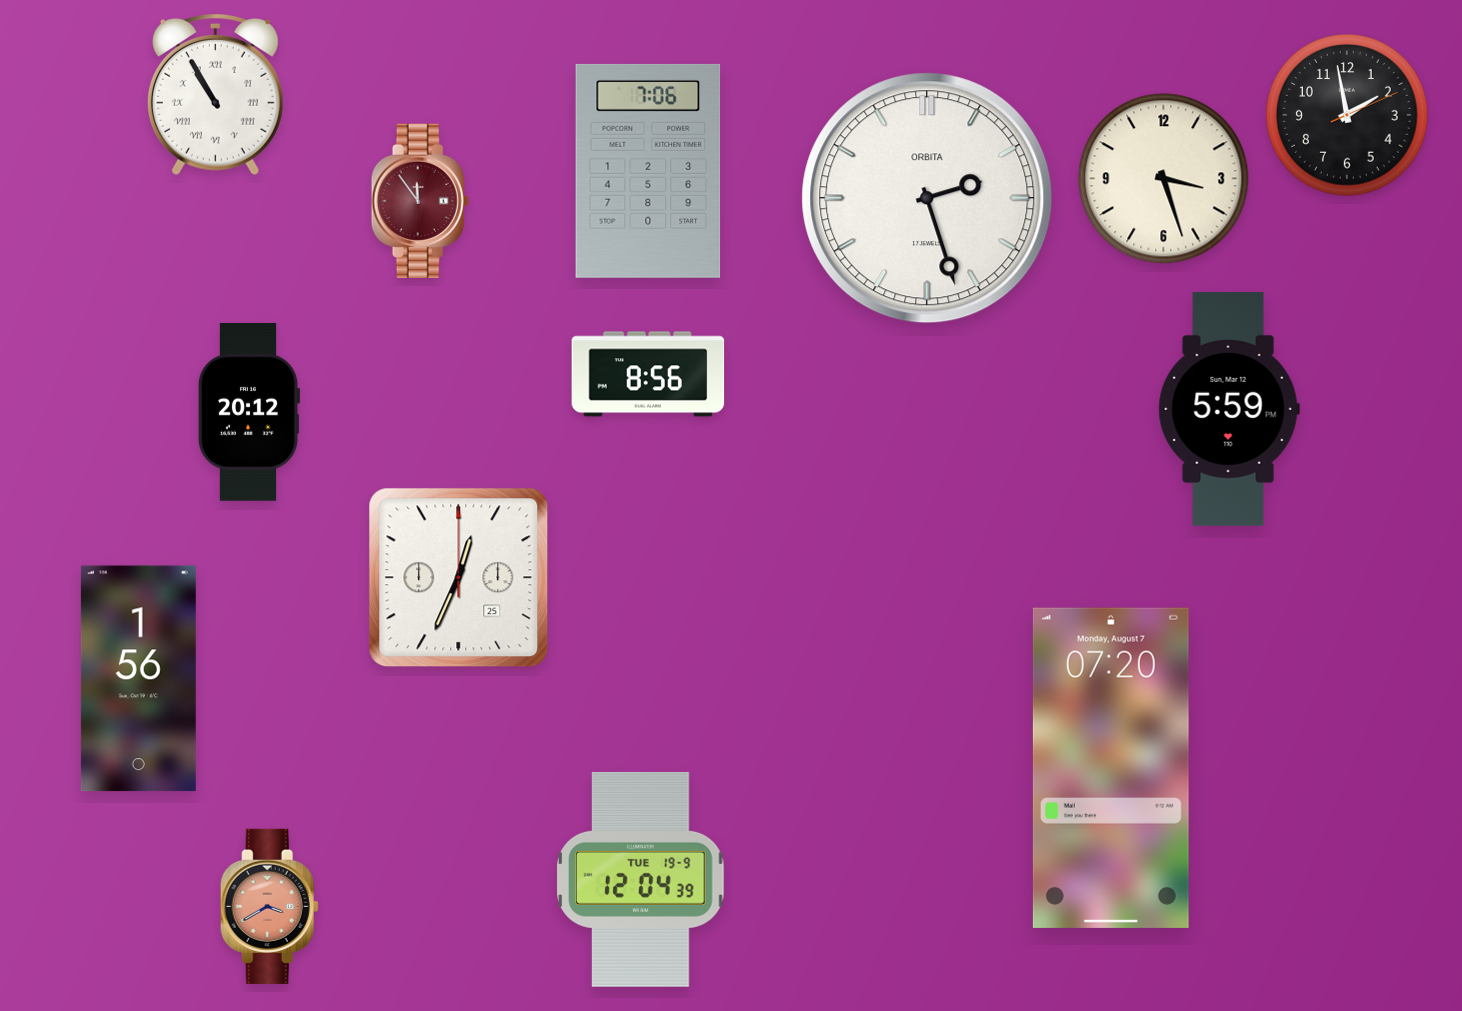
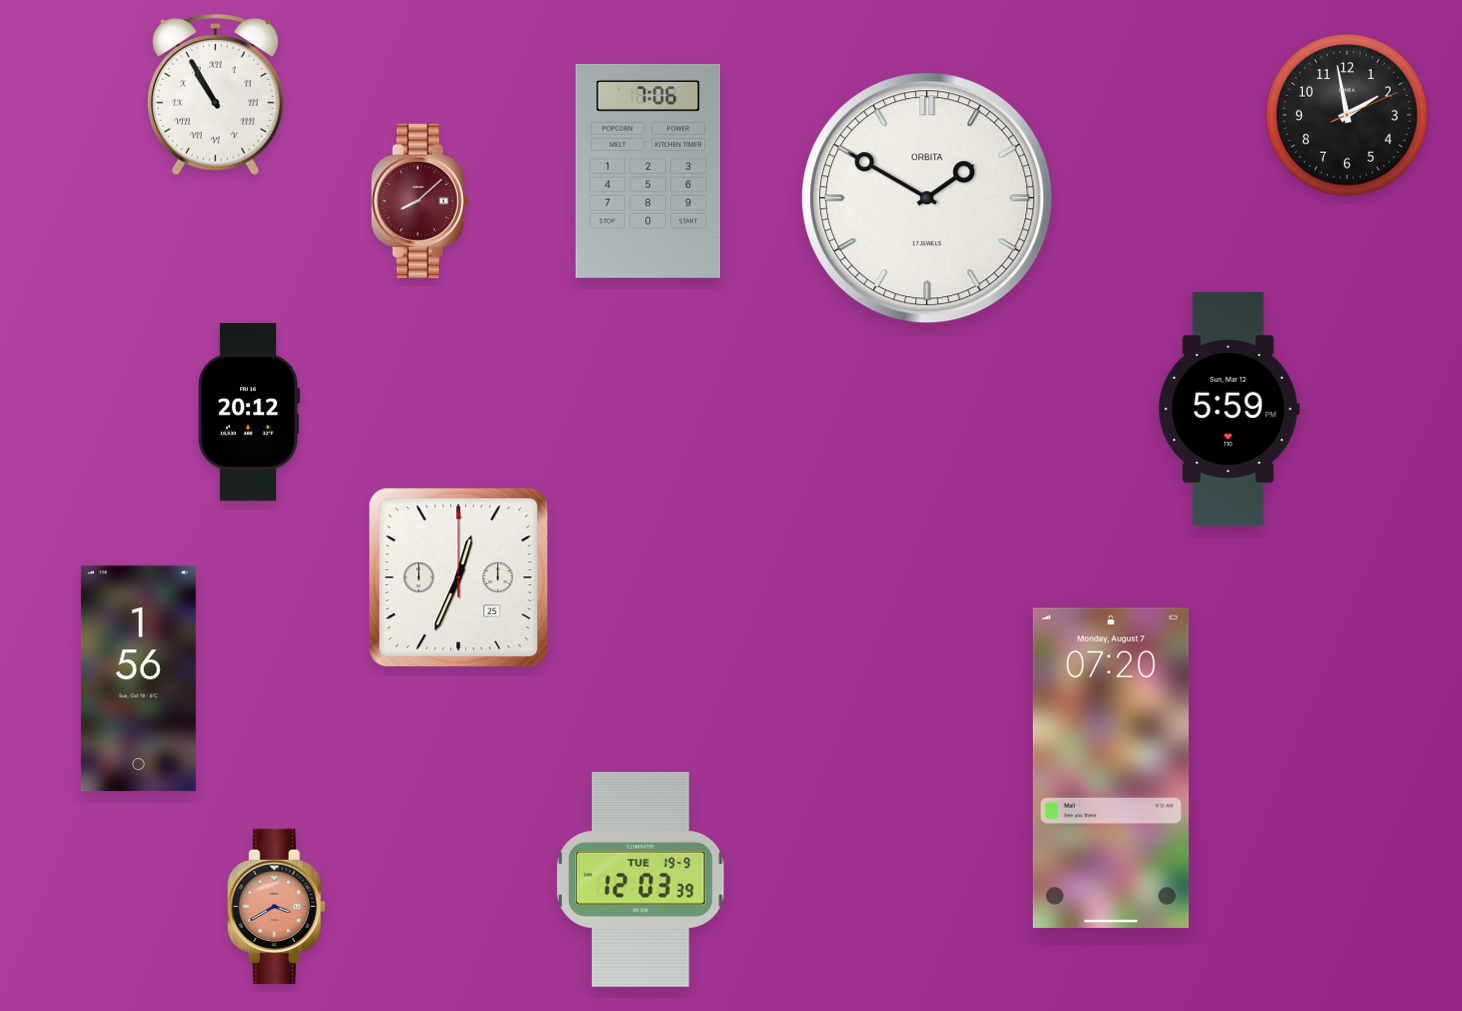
clock at (1164, 179): 3:27 -> none
clock at (927, 198): 2:27 -> 1:50
clock at (420, 200): 11:54 -> 8:08
clock at (648, 374): 8:56 -> none
clock at (641, 879): 12:04 -> 12:03
clock at (269, 906) position: (269, 906) -> (276, 906)
